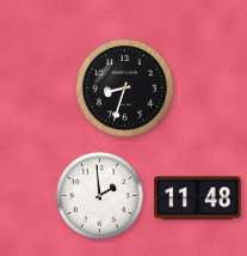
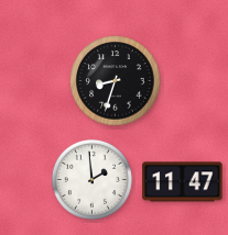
clock at (198, 199): 11:48 -> 11:47
